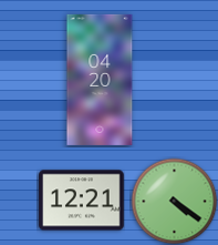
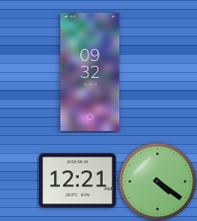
clock at (100, 80): 04:20 -> 09:32
clock at (82, 201) position: (82, 201) -> (78, 181)
